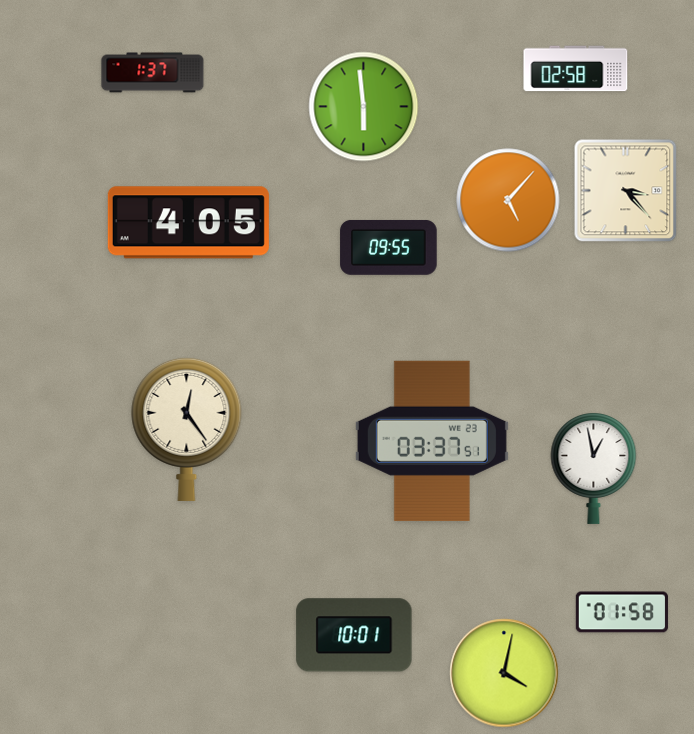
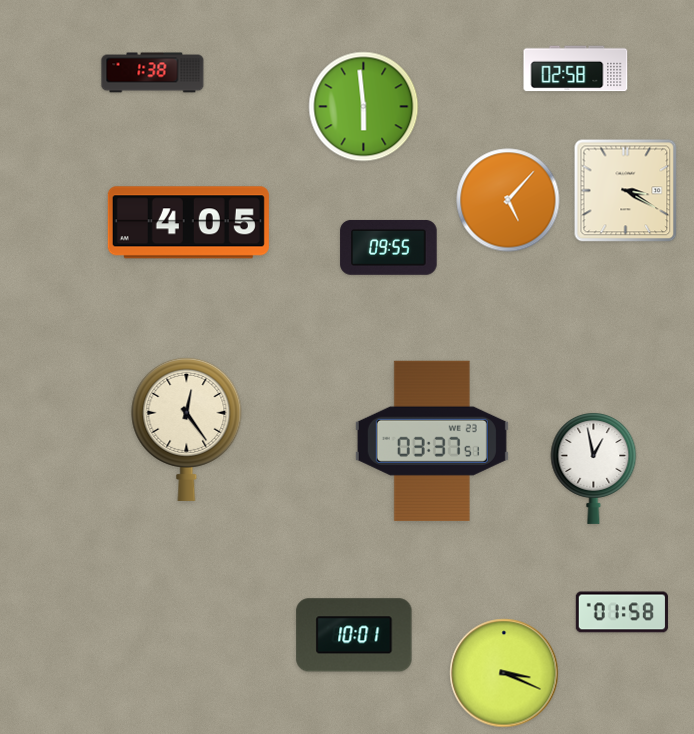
clock at (153, 73): 1:37 -> 1:38
clock at (626, 191): 3:23 -> 3:20
clock at (504, 673): 4:02 -> 3:19
